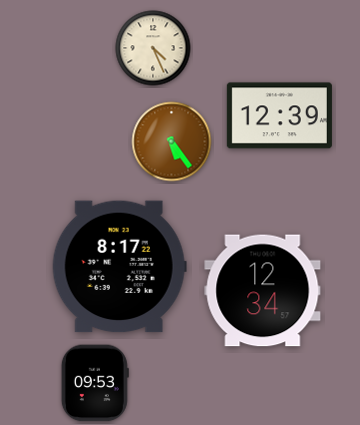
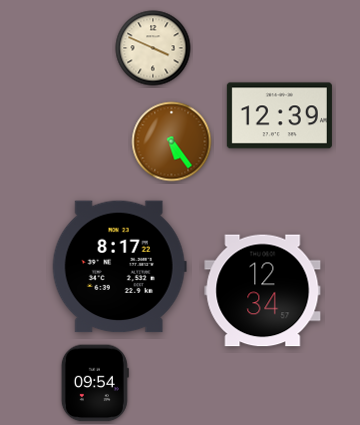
clock at (153, 48): 4:26 -> 3:49
clock at (95, 383): 09:53 -> 09:54
